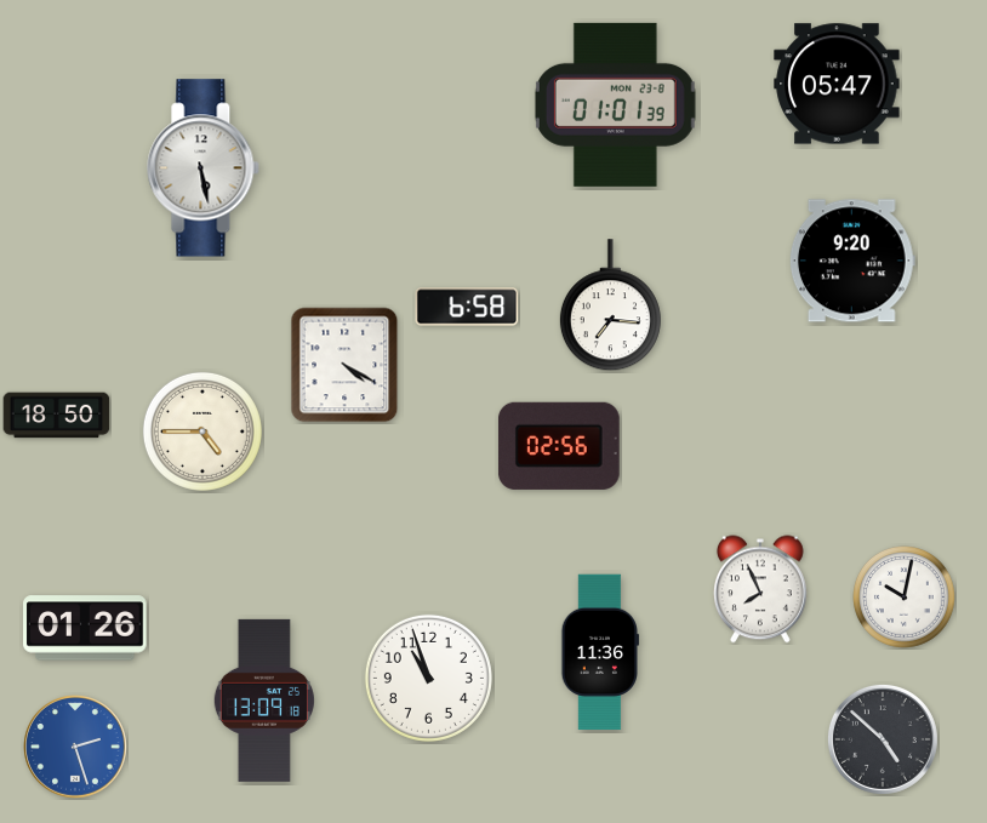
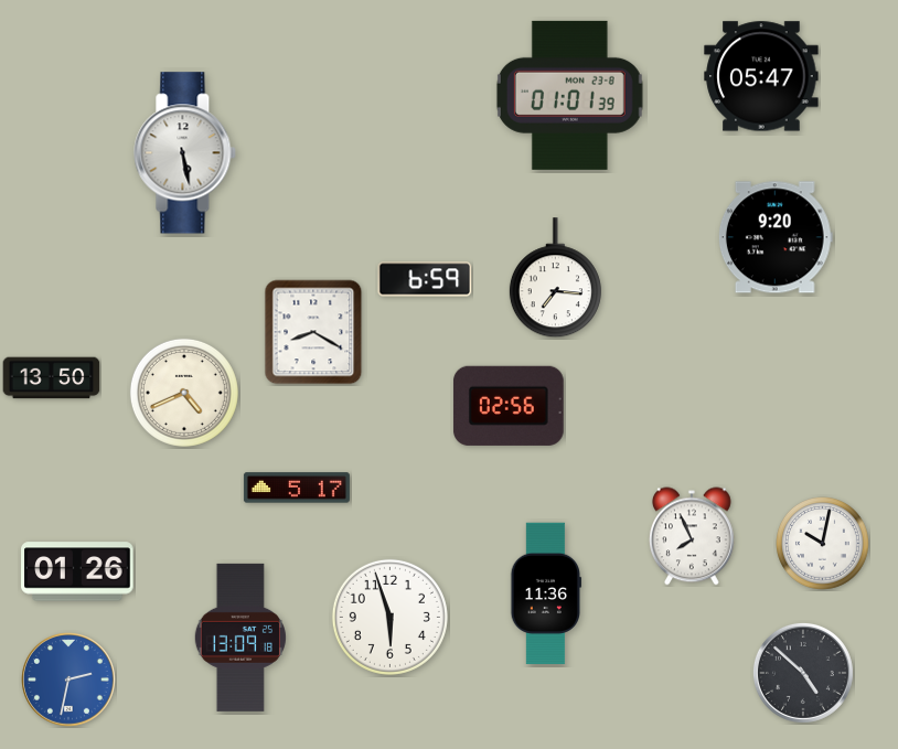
clock at (615, 104) position: (615, 104) -> (569, 95)
clock at (467, 307): 6:58 -> 6:59
clock at (344, 365): 4:20 -> 8:20
clock at (57, 416): 18:50 -> 13:50
clock at (202, 431): 4:45 -> 4:41
clock at (297, 488): none -> 5:17
clock at (428, 678): 10:57 -> 5:57
clock at (75, 747): 2:27 -> 2:32
